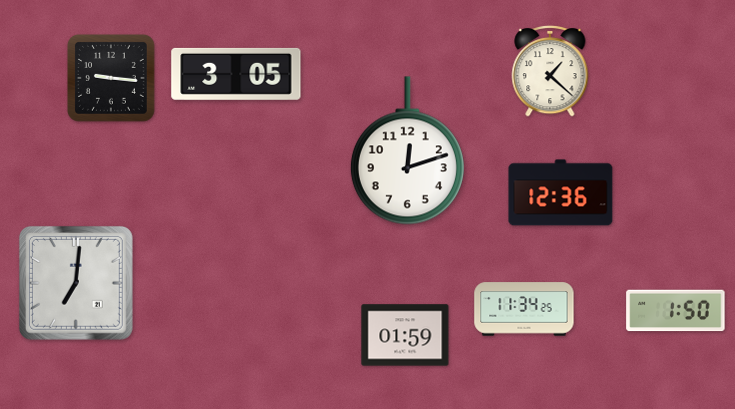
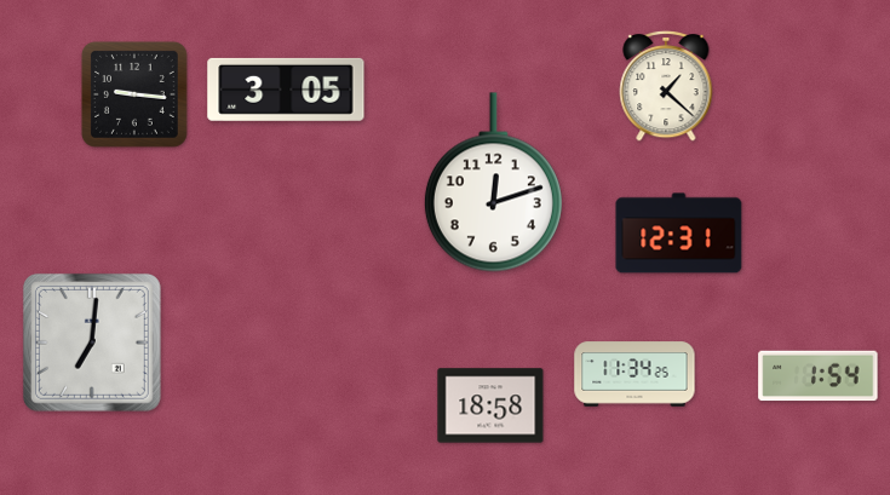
clock at (561, 193): 12:36 -> 12:31
clock at (676, 311): 1:50 -> 1:54
clock at (405, 335): 01:59 -> 18:58
